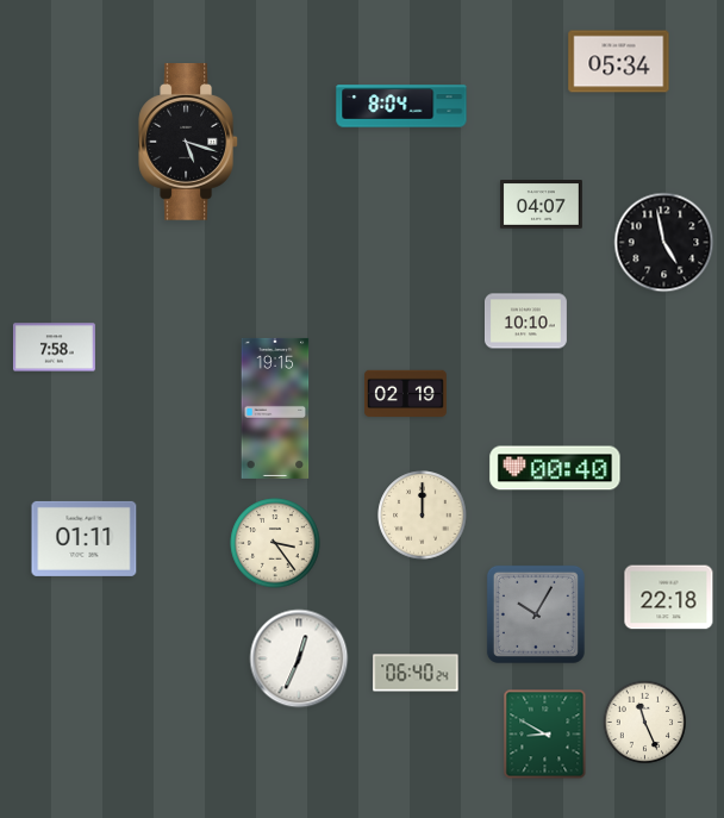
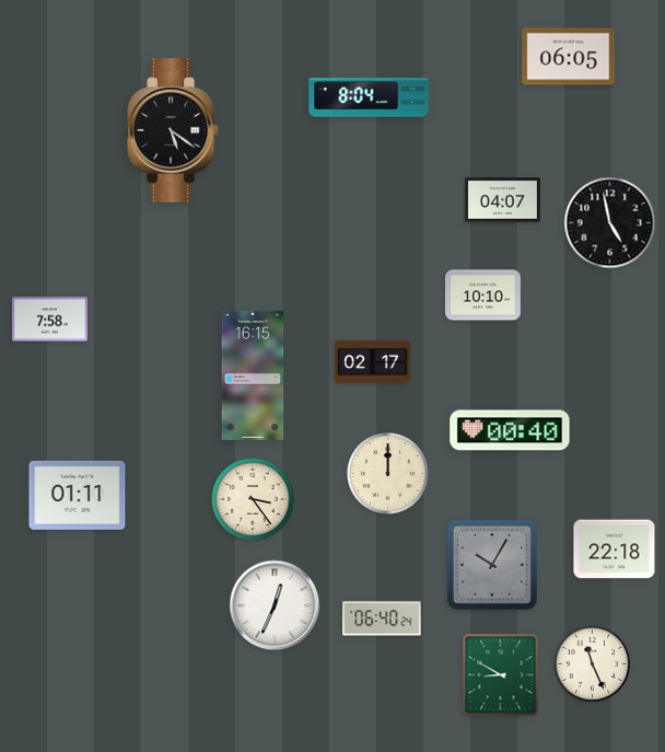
clock at (619, 62): 05:34 -> 06:05
clock at (188, 143): 5:18 -> 5:21
clock at (541, 205) position: (541, 205) -> (502, 200)
clock at (406, 394): 02:19 -> 02:17
clock at (275, 408): 19:15 -> 16:15
